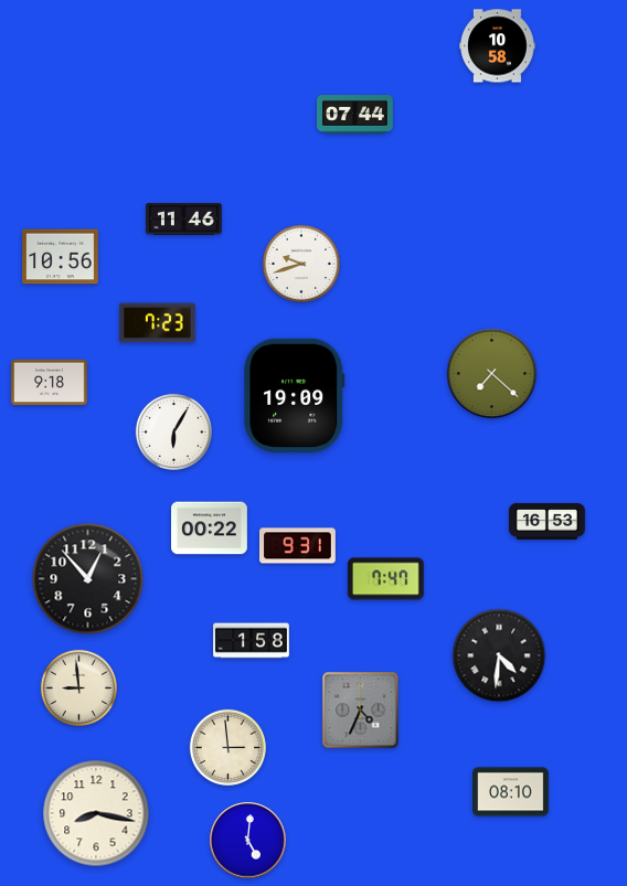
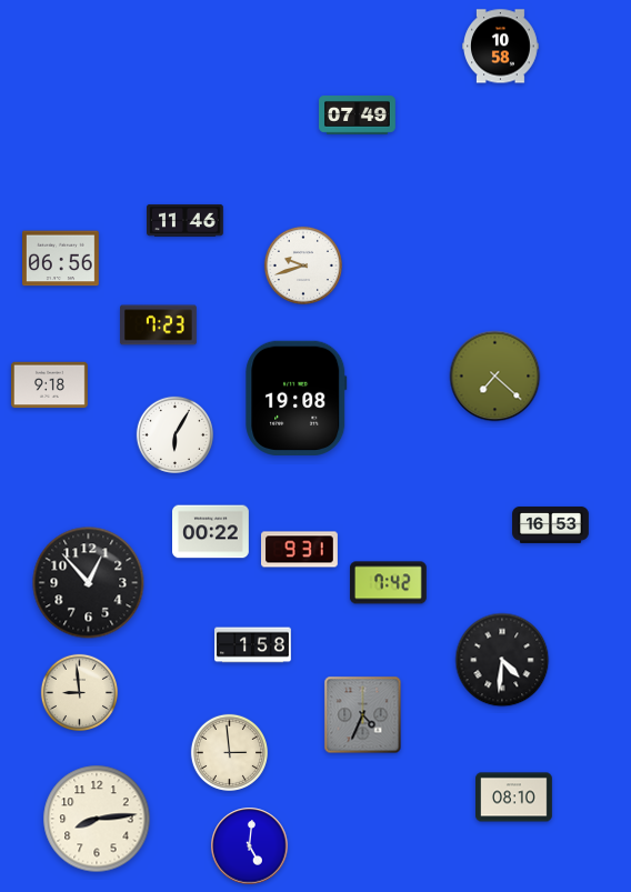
clock at (355, 115): 07:44 -> 07:49
clock at (61, 257): 10:56 -> 06:56
clock at (295, 395): 19:09 -> 19:08
clock at (386, 579): 7:47 -> 7:42
clock at (96, 813): 8:17 -> 8:14
